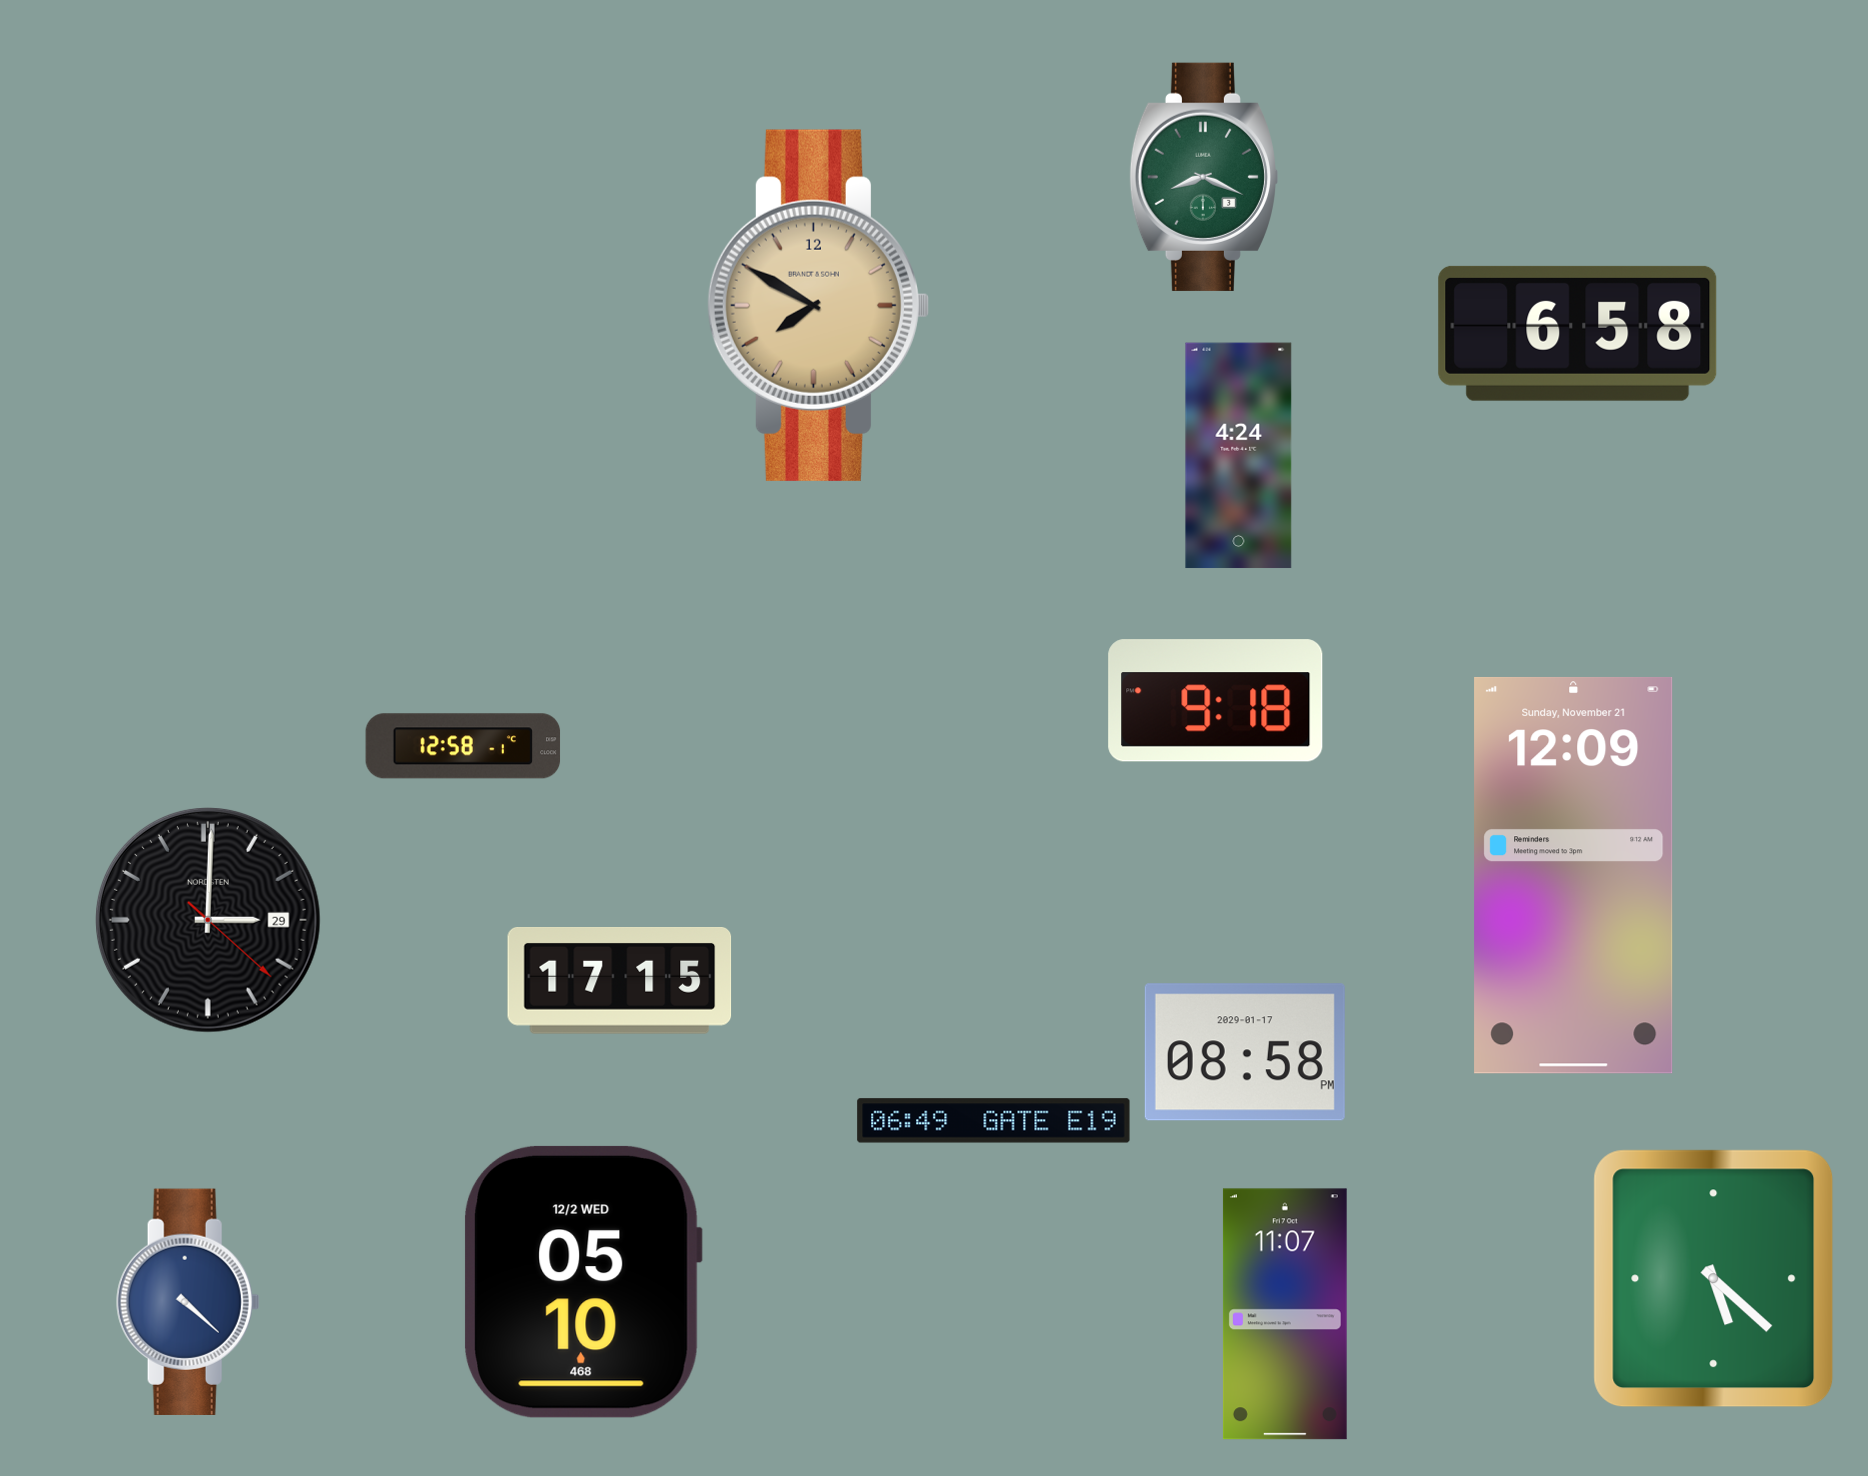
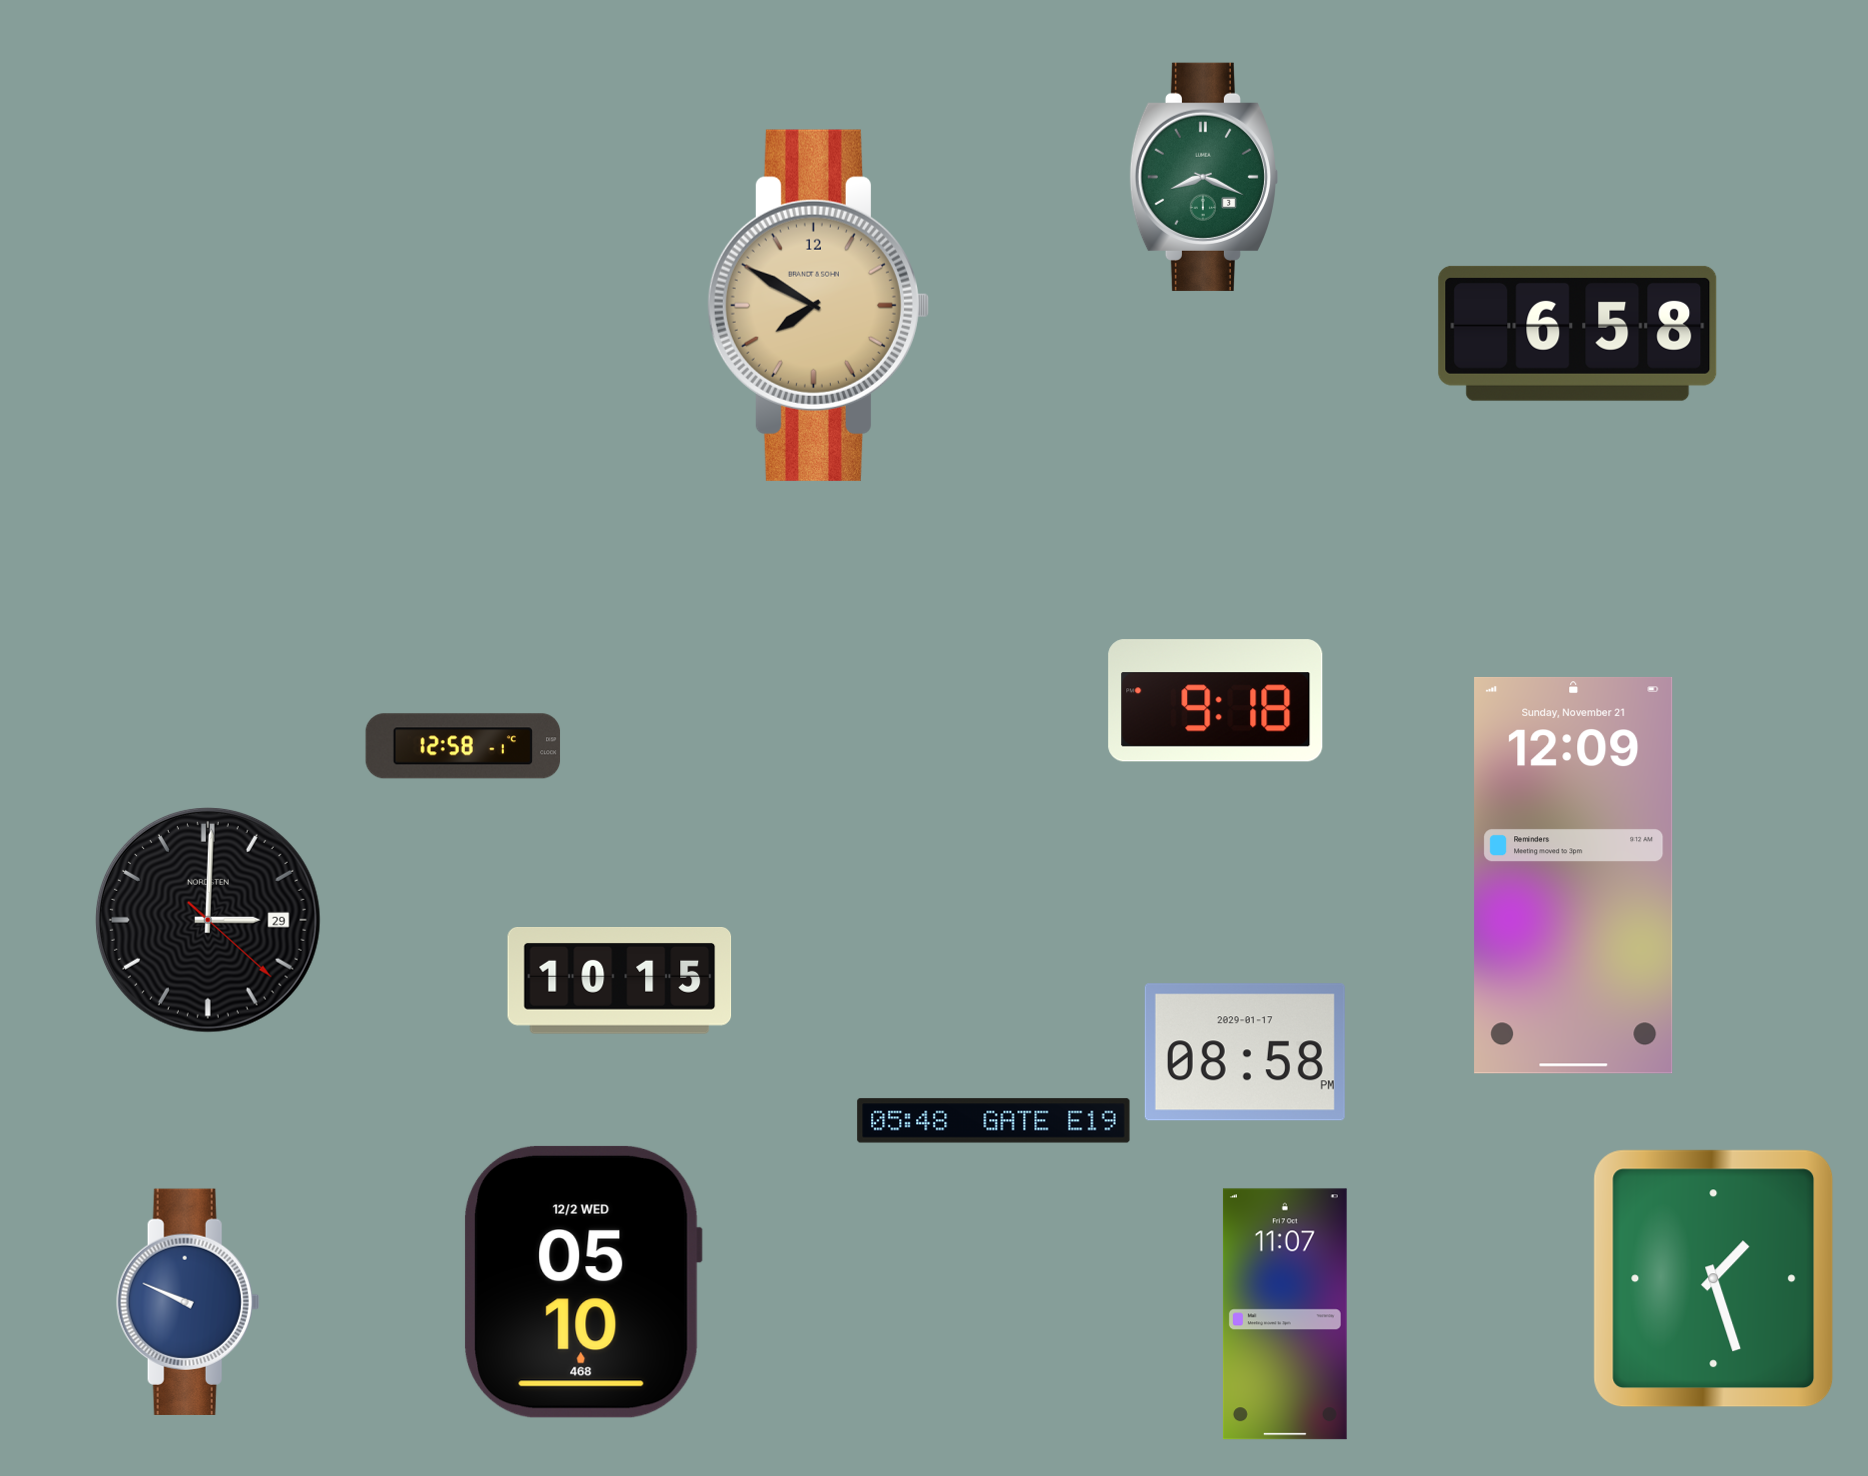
clock at (1239, 456): 4:24 -> none
clock at (620, 981): 17:15 -> 10:15
clock at (994, 1121): 06:49 -> 05:48
clock at (1714, 1279): 5:22 -> 1:27
clock at (188, 1302): 4:22 -> 9:49
